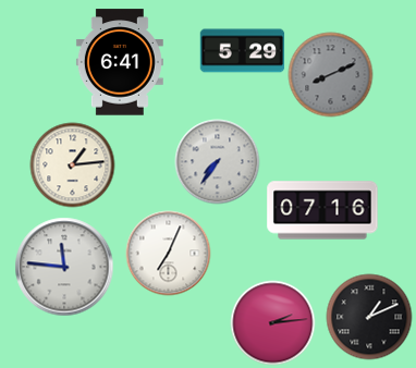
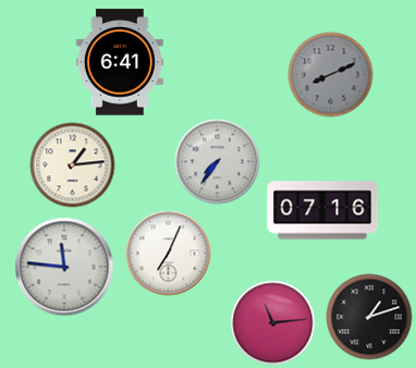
clock at (242, 51): 5:29 -> none
clock at (369, 317): 1:11 -> 1:12
clock at (272, 322): 2:14 -> 11:14
